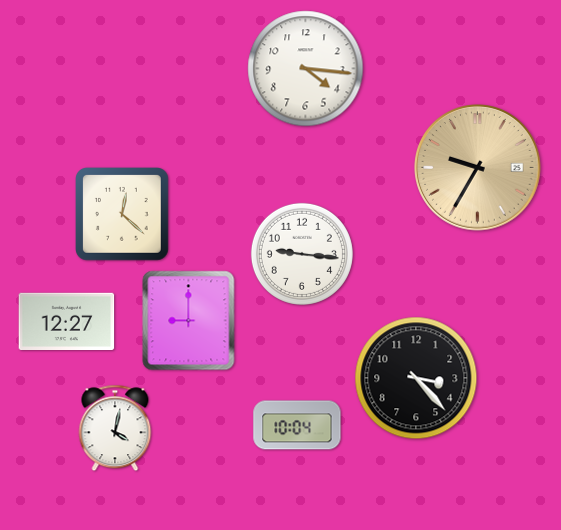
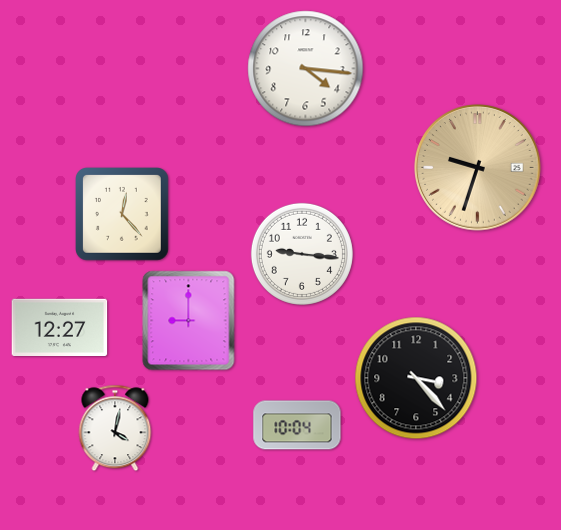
clock at (478, 168): 9:35 -> 9:33
clock at (123, 215): 12:22 -> 12:23
clock at (67, 321) position: (67, 321) -> (60, 327)
